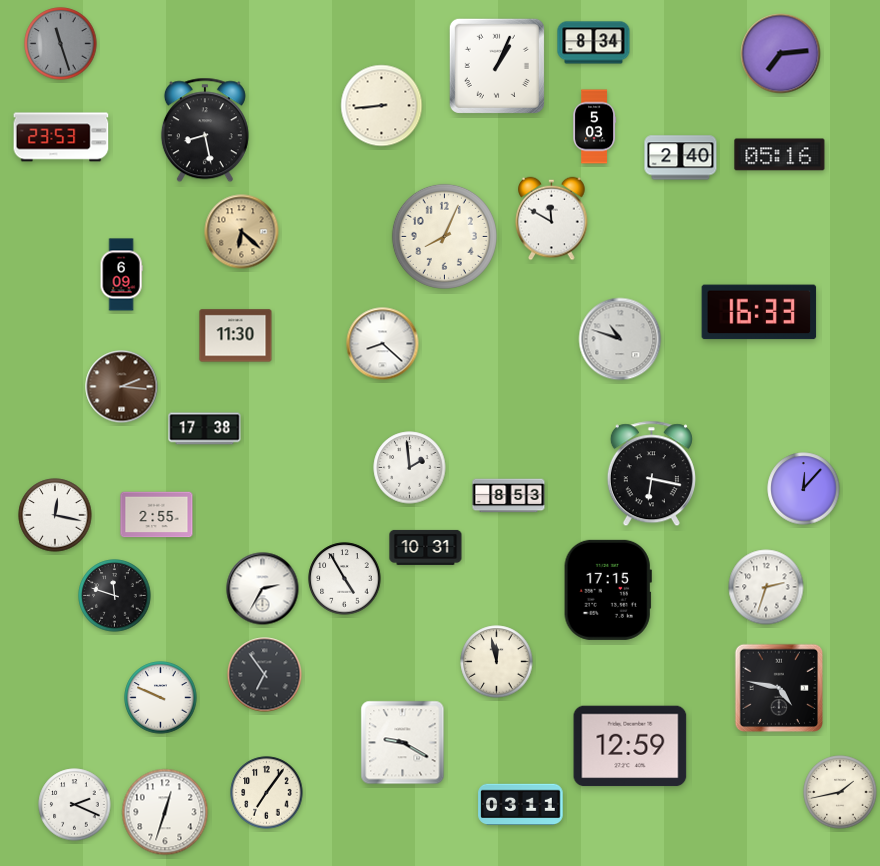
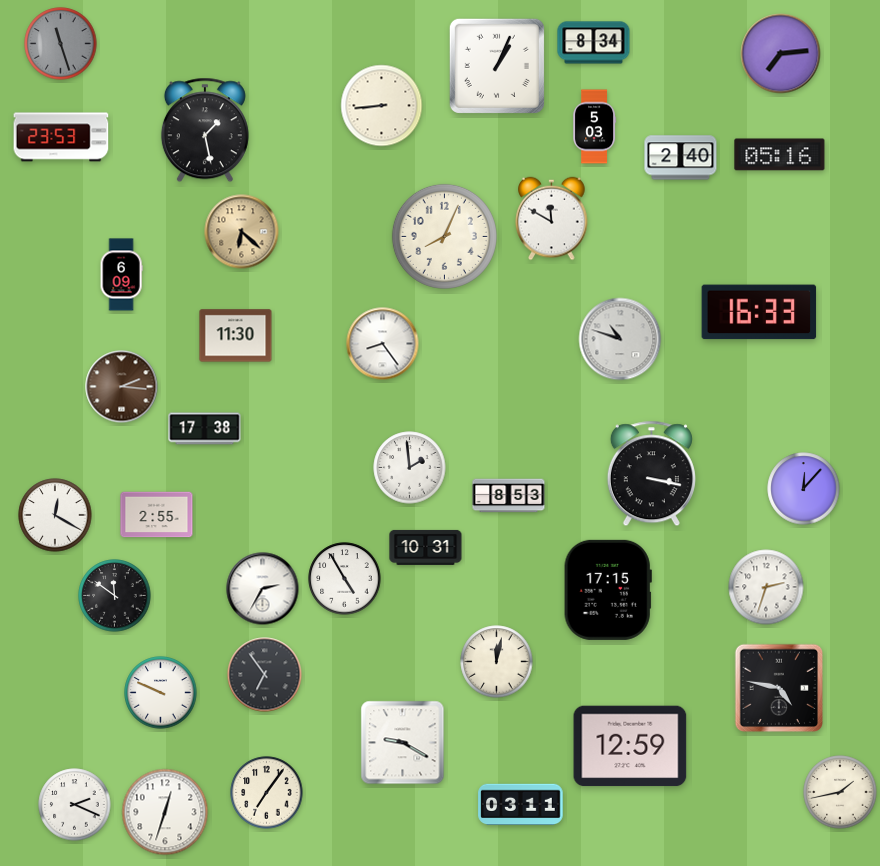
clock at (205, 130): 8:28 -> 1:28
clock at (383, 344): 8:22 -> 8:24
clock at (651, 474): 6:17 -> 3:17
clock at (55, 515): 12:17 -> 12:20
clock at (115, 596): 11:48 -> 11:51
clock at (497, 662): 11:58 -> 12:02
clock at (161, 698) position: (161, 698) -> (161, 693)
